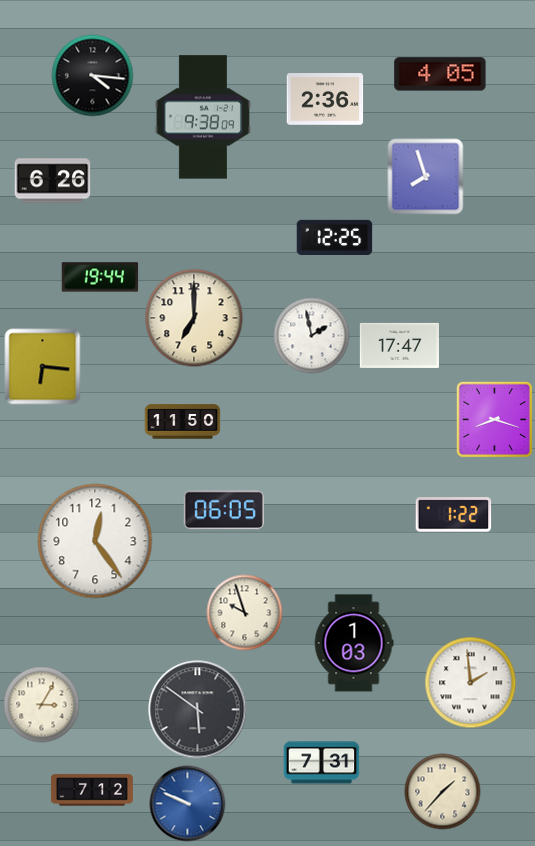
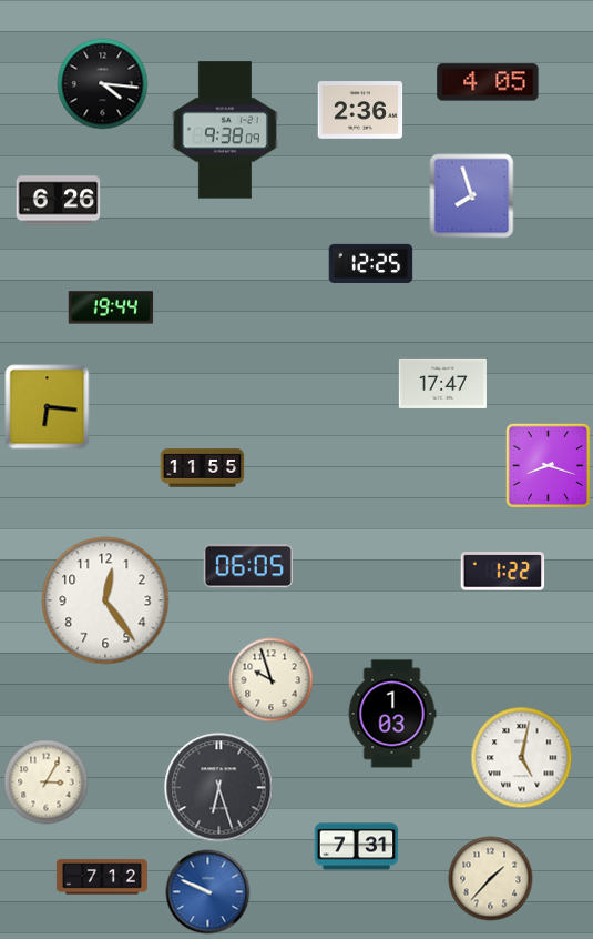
clock at (194, 318): 7:00 -> none
clock at (312, 336): 1:58 -> none
clock at (183, 422): 11:50 -> 11:55
clock at (471, 683): 1:59 -> 5:02
clock at (198, 710): 5:51 -> 6:27
